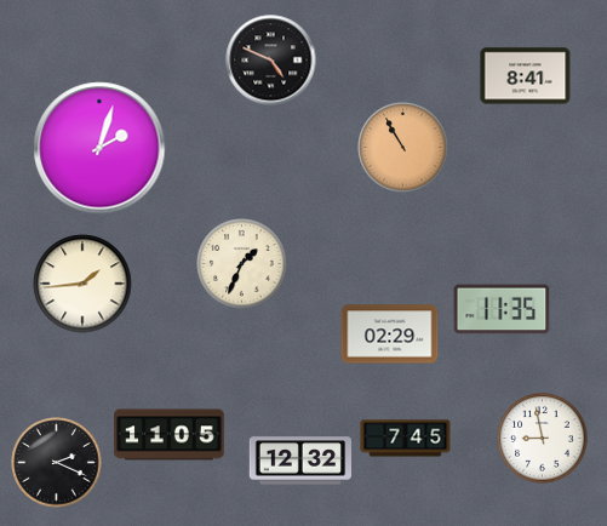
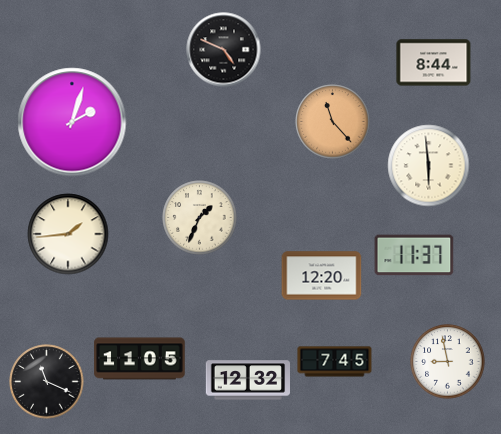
clock at (526, 76): 8:41 -> 8:44
clock at (99, 148) position: (99, 148) -> (72, 122)
clock at (403, 148): 10:55 -> 11:23
clock at (429, 166): none -> 5:59
clock at (502, 309): 11:35 -> 11:37
clock at (390, 335): 02:29 -> 12:20
clock at (57, 463): 2:19 -> 11:19
